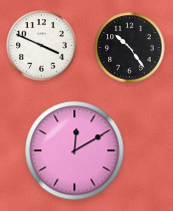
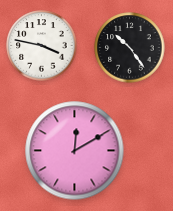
clock at (42, 46): 3:49 -> 3:47
